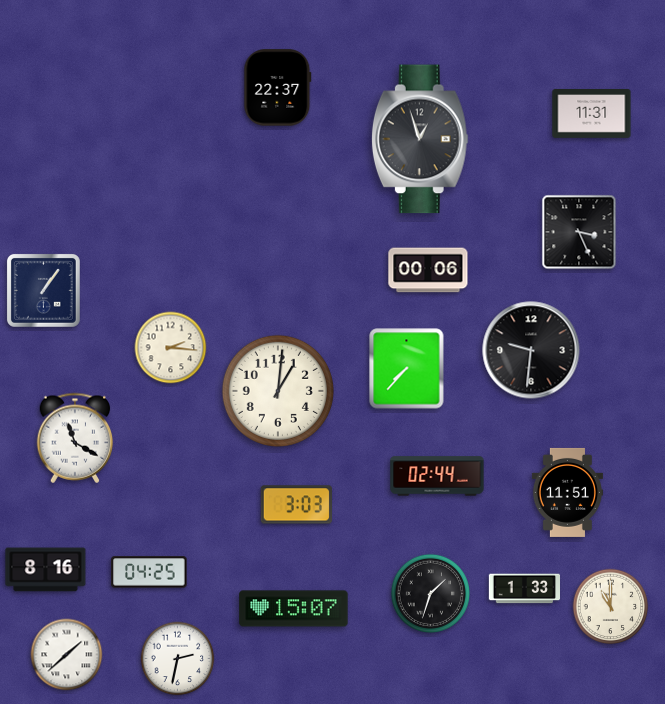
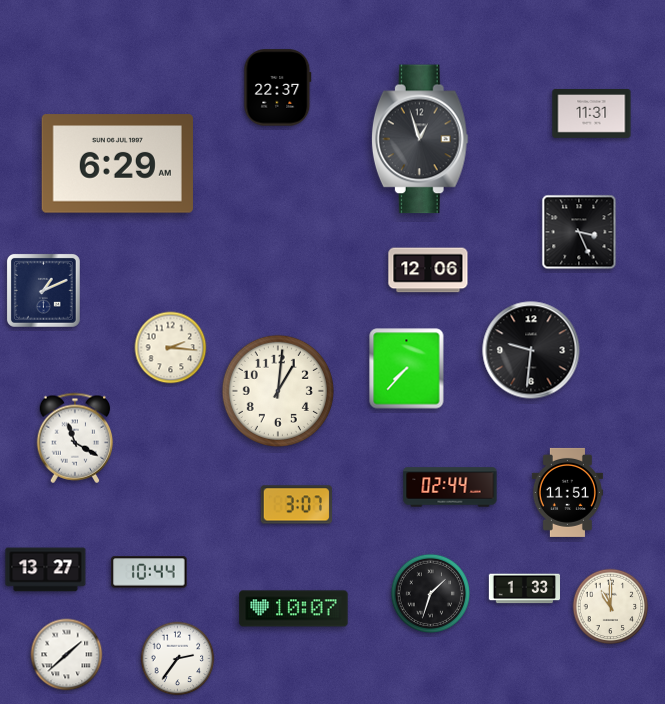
clock at (117, 164): none -> 6:29
clock at (428, 270): 00:06 -> 12:06
clock at (43, 290): 1:06 -> 1:11
clock at (437, 476) position: (437, 476) -> (450, 487)
clock at (296, 505): 3:03 -> 3:07
clock at (46, 570): 8:16 -> 13:27
clock at (149, 572): 04:25 -> 10:44
clock at (294, 609): 15:07 -> 10:07
clock at (178, 659): 2:32 -> 2:36
